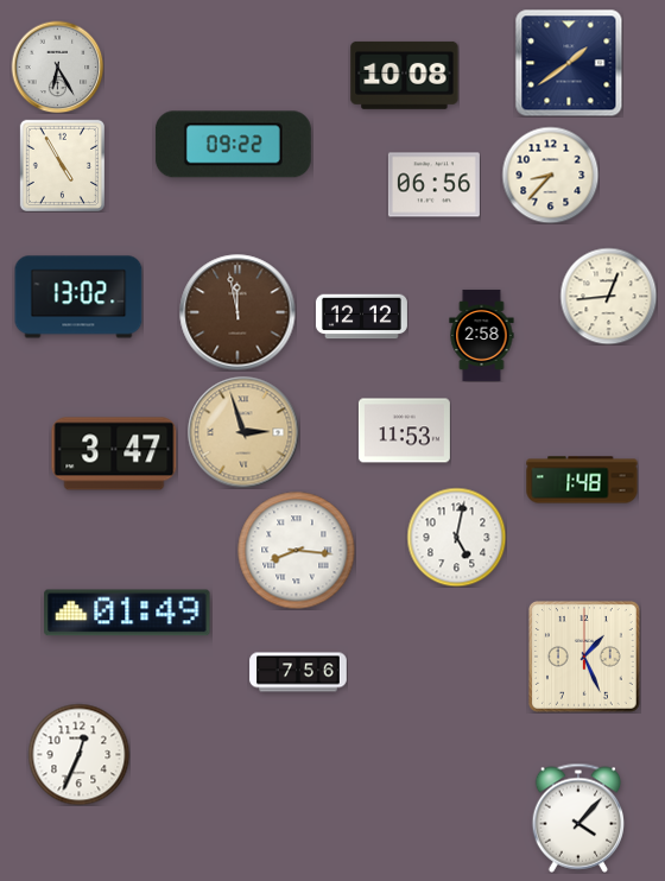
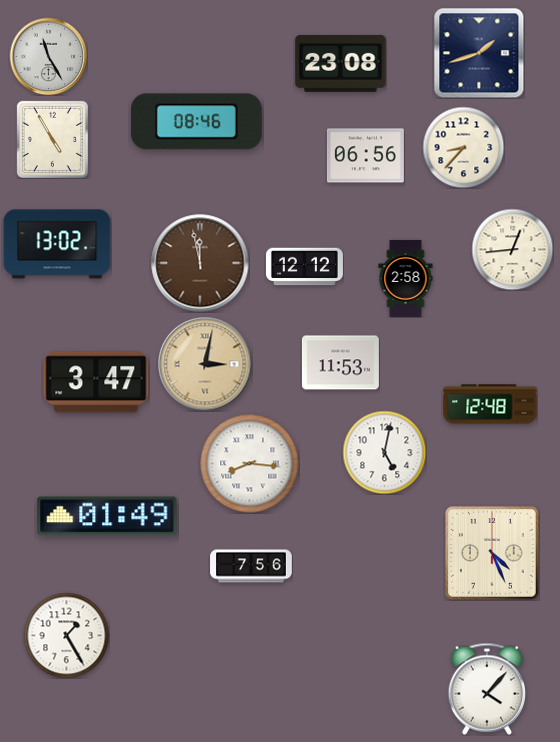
clock at (569, 63): 1:39 -> 1:42
clock at (57, 66): 6:25 -> 11:25
clock at (405, 75): 10:08 -> 23:08
clock at (233, 145): 09:22 -> 08:46
clock at (78, 297) position: (78, 297) -> (57, 244)
clock at (482, 335) position: (482, 335) -> (406, 278)
clock at (243, 432): 2:57 -> 3:02
clock at (582, 480): 1:48 -> 12:48
clock at (584, 657): 1:26 -> 4:26
clock at (78, 754): 12:34 -> 1:25
